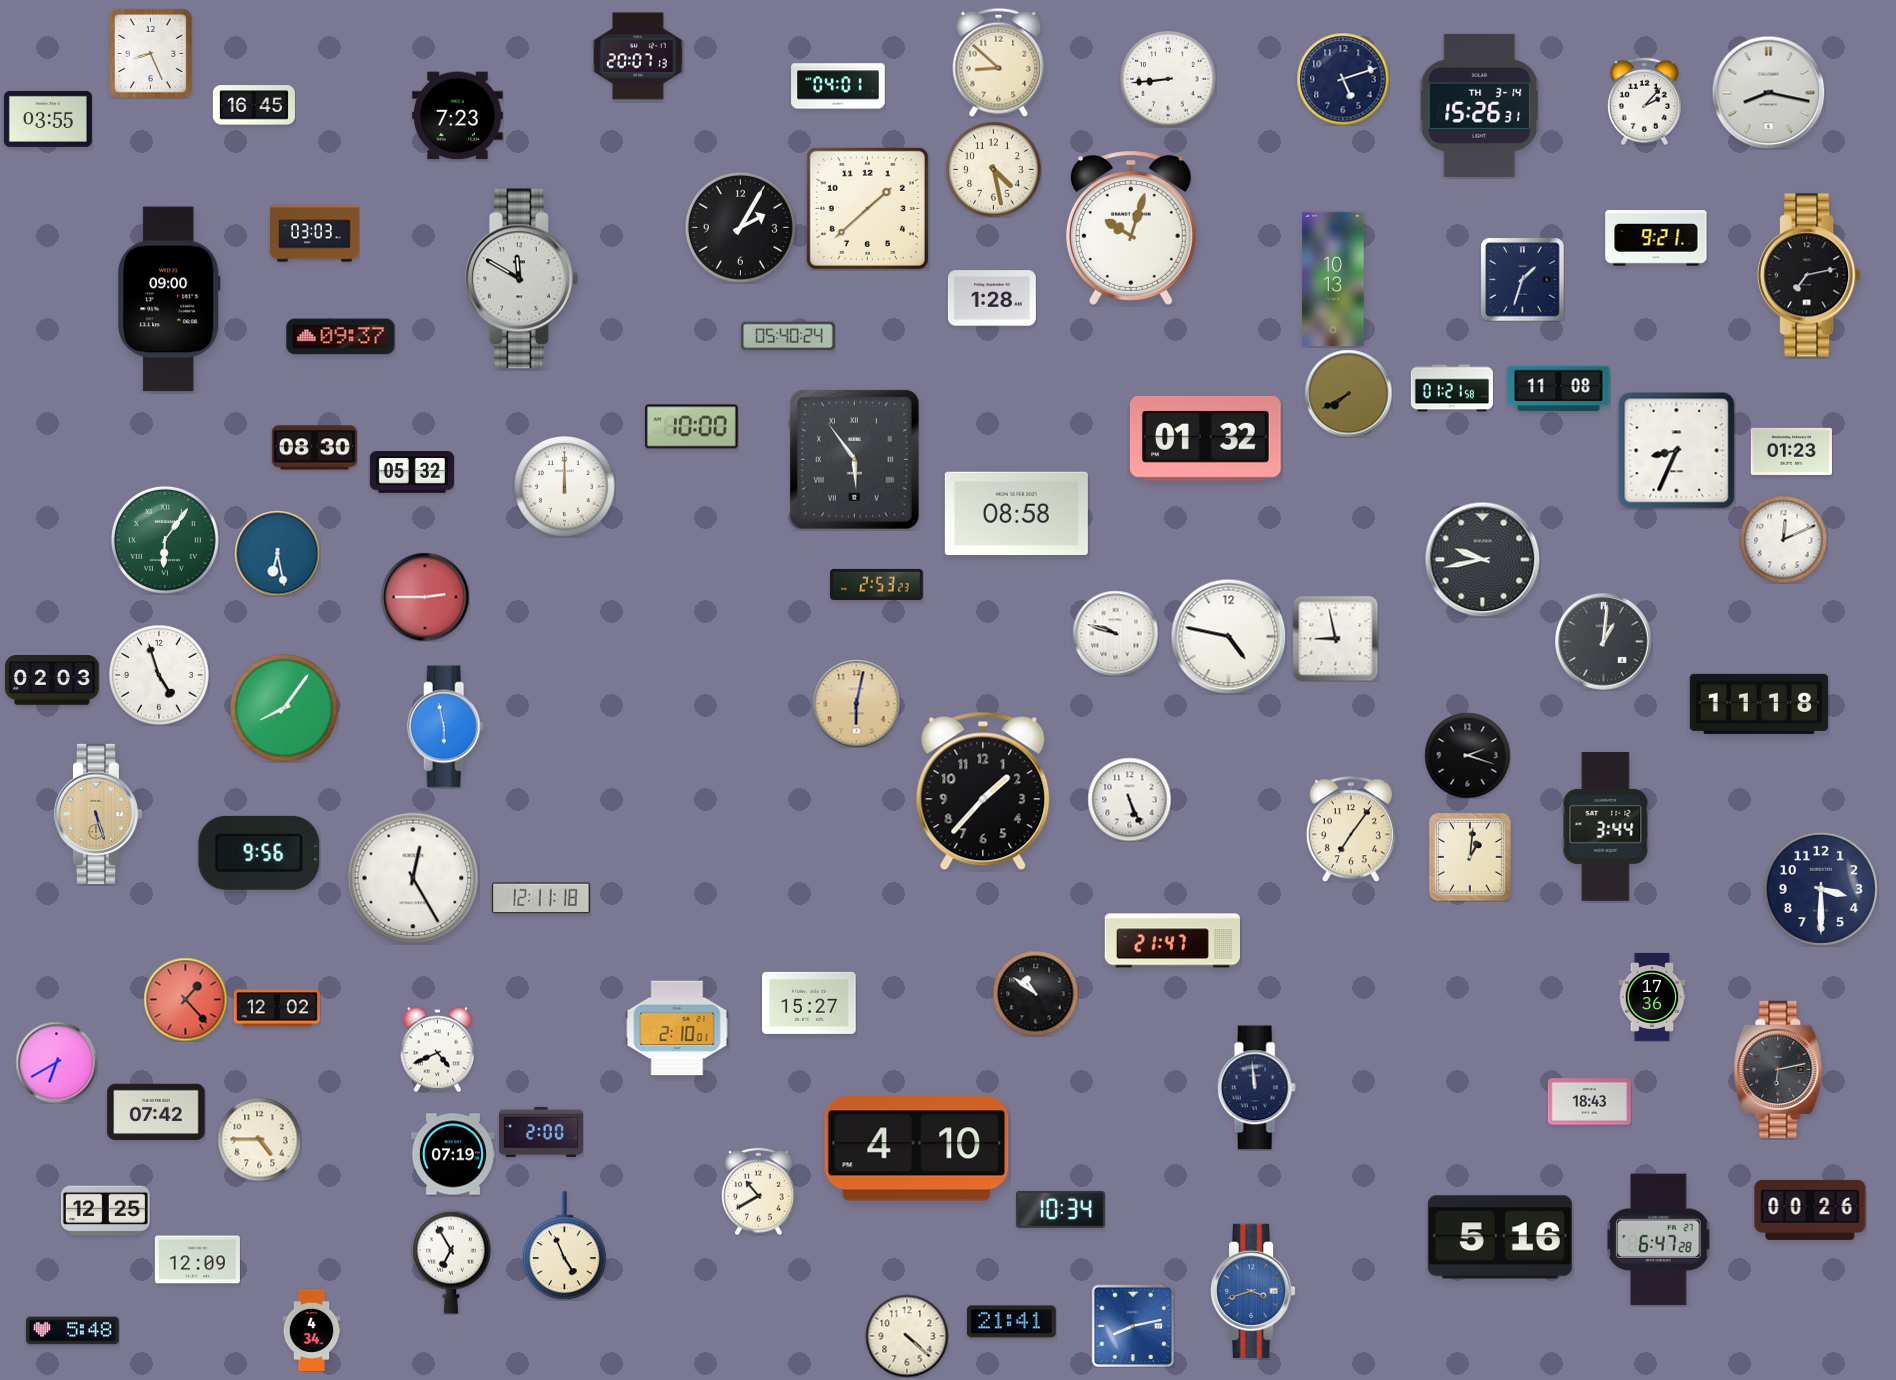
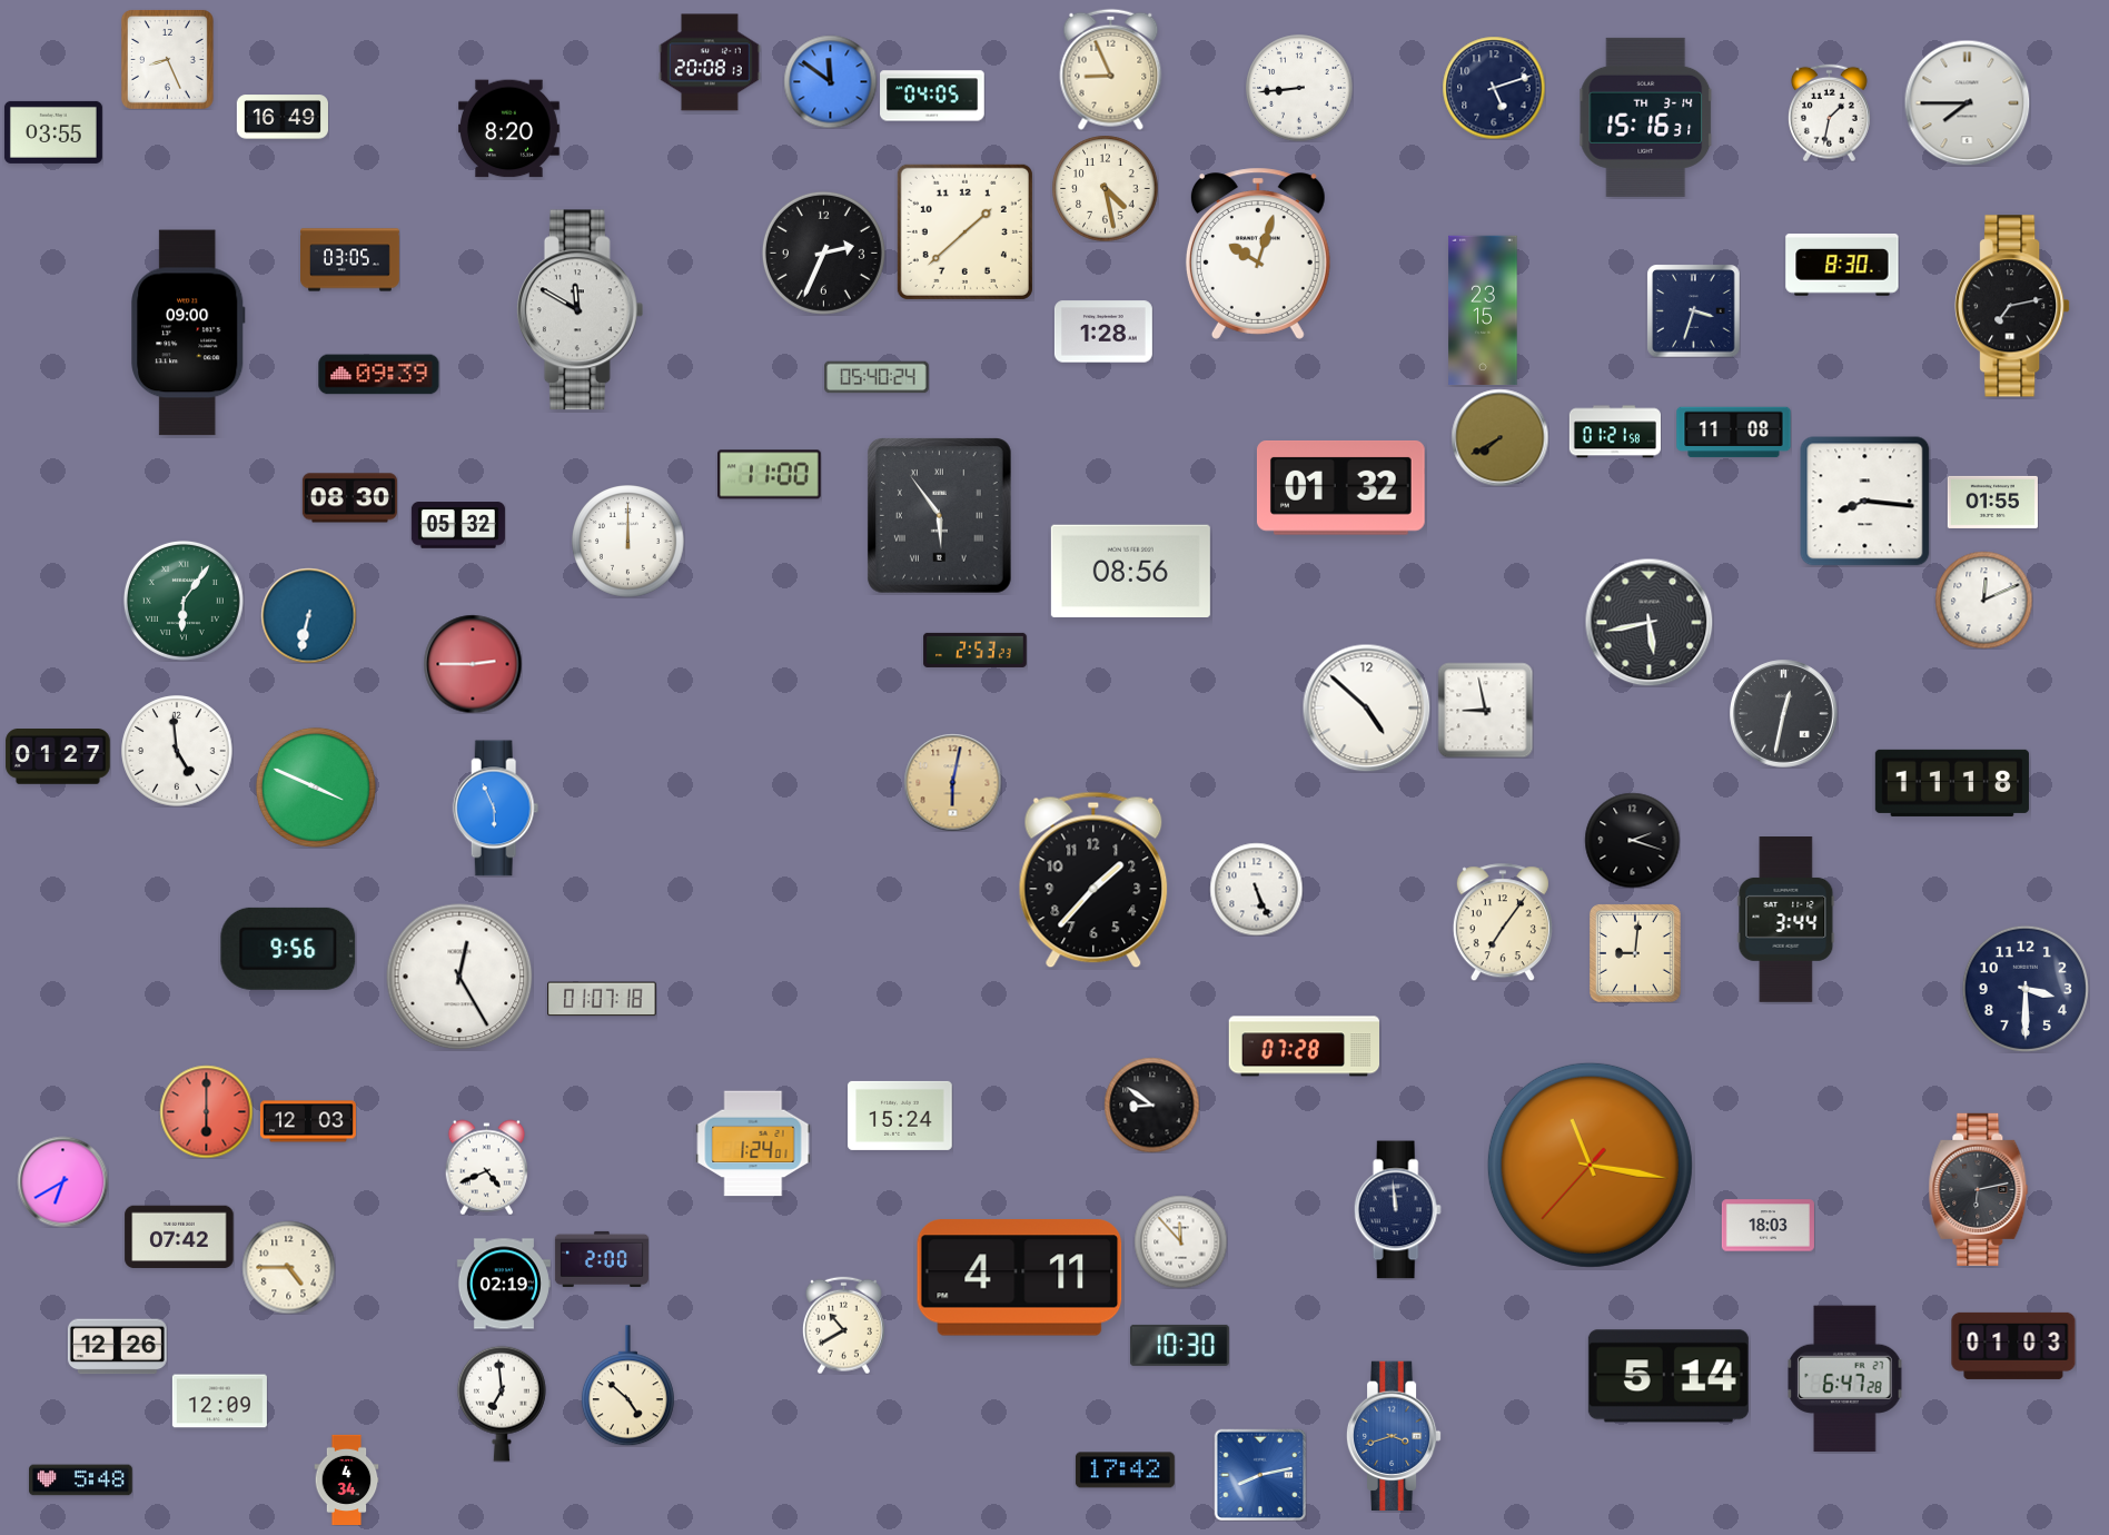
clock at (639, 56): 20:07 -> 20:08
clock at (999, 62): 8:52 -> 8:56
clock at (830, 81): none -> 11:51
clock at (838, 86): 04:01 -> 04:05
clock at (1768, 92): 8:17 -> 7:45
clock at (1644, 101): 2:07 -> 1:32
clock at (254, 105): 16:45 -> 16:49
clock at (1480, 105): 15:26 -> 15:16
clock at (458, 116): 7:23 -> 8:20
clock at (740, 227): 2:05 -> 2:34
clock at (315, 234): 03:03 -> 03:05
clock at (1656, 238): 9:21 -> 8:30
clock at (1333, 279): 10:13 -> 23:15
clock at (1522, 279): 1:33 -> 3:33
clock at (788, 336) position: (788, 336) -> (877, 377)
clock at (341, 337): 09:37 -> 09:39
clock at (692, 427): 10:00 -> 11:00
clock at (1676, 450): 8:34 -> 8:16
clock at (1791, 451): 01:23 -> 01:55
clock at (855, 460) position: (855, 460) -> (940, 516)
clock at (1016, 513): 08:58 -> 08:56
clock at (277, 553): 6:28 -> 6:32
clock at (1482, 559): 9:43 -> 5:43
clock at (1115, 633): 9:48 -> none
clock at (1228, 636): 4:47 -> 4:52
clock at (1604, 642): 1:01 -> 12:32
clock at (159, 675): 4:57 -> 4:59
clock at (52, 681): 02:03 -> 01:27
clock at (1759, 704) position: (1759, 704) -> (1952, 783)
clock at (284, 708): 8:06 -> 3:49
clock at (446, 727): 5:58 -> 5:56
clock at (97, 814): 5:27 -> none
clock at (1470, 857): 1:01 -> 9:01
clock at (541, 898): 12:11 -> 01:07
clock at (1172, 941): 21:47 -> 07:28
clock at (1035, 993): 10:51 -> 8:51
clock at (1652, 997): 17:36 -> none
clock at (185, 999): 1:23 -> 6:00
clock at (809, 1003): 15:27 -> 15:24
clock at (277, 1008): 12:02 -> 12:03
clock at (677, 1028): 2:10 -> 1:24
clock at (1590, 1165): none -> 11:16
clock at (1589, 1102): 18:43 -> 18:03
clock at (156, 1112) position: (156, 1112) -> (179, 1237)
clock at (1180, 1241): none -> 11:53
clock at (917, 1149): 4:10 -> 4:11
clock at (453, 1154): 07:19 -> 02:19
clock at (1060, 1209): 10:34 -> 10:30
clock at (1810, 1210): 00:26 -> 01:03
clock at (105, 1211): 12:25 -> 12:26
clock at (1500, 1237): 5:16 -> 5:14
clock at (564, 1246): 4:56 -> 4:52
clock at (451, 1262): 6:55 -> 6:59
clock at (1011, 1322): 21:41 -> 17:42
clock at (907, 1336): 4:22 -> none
